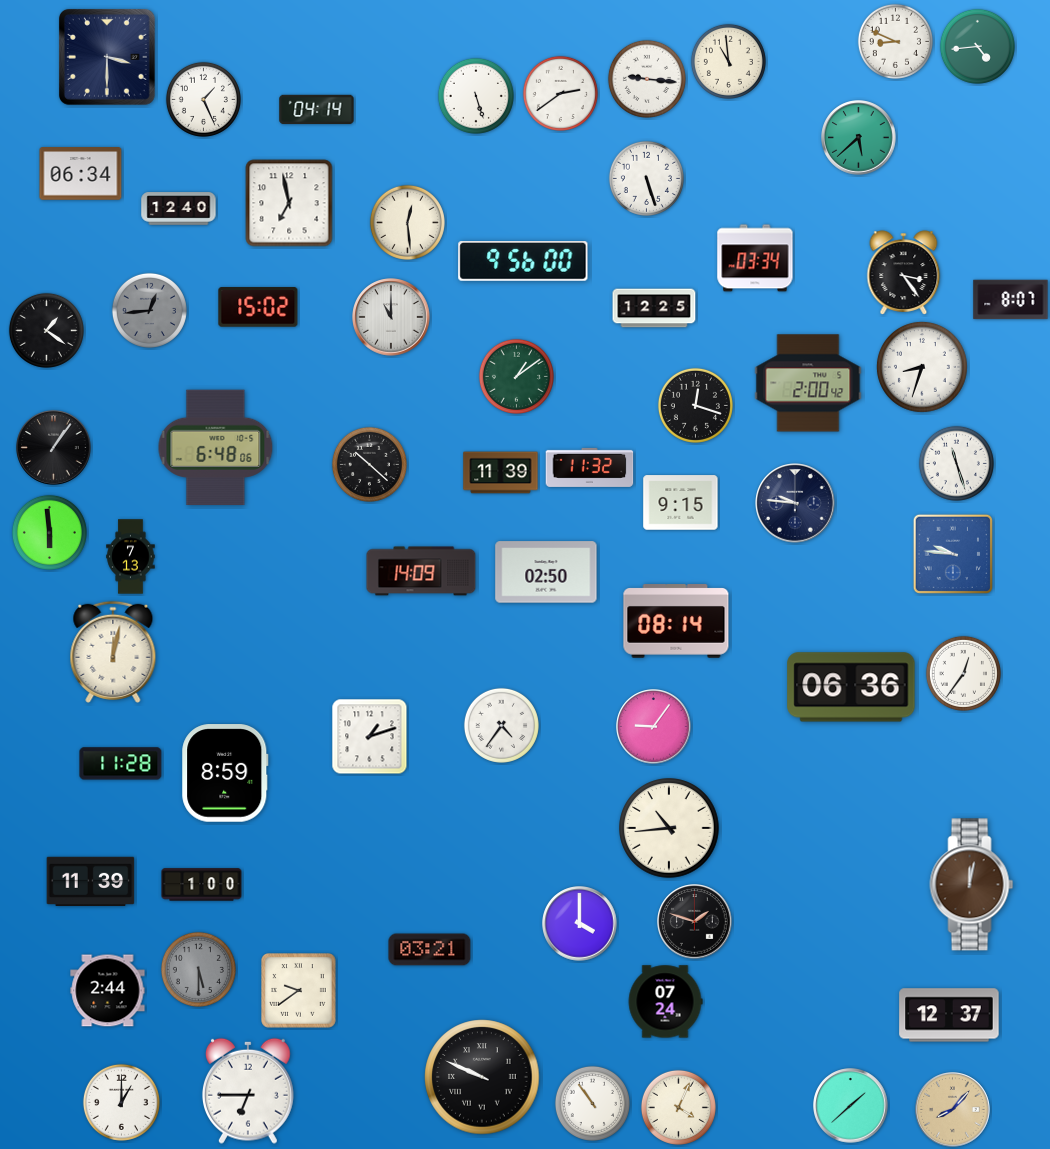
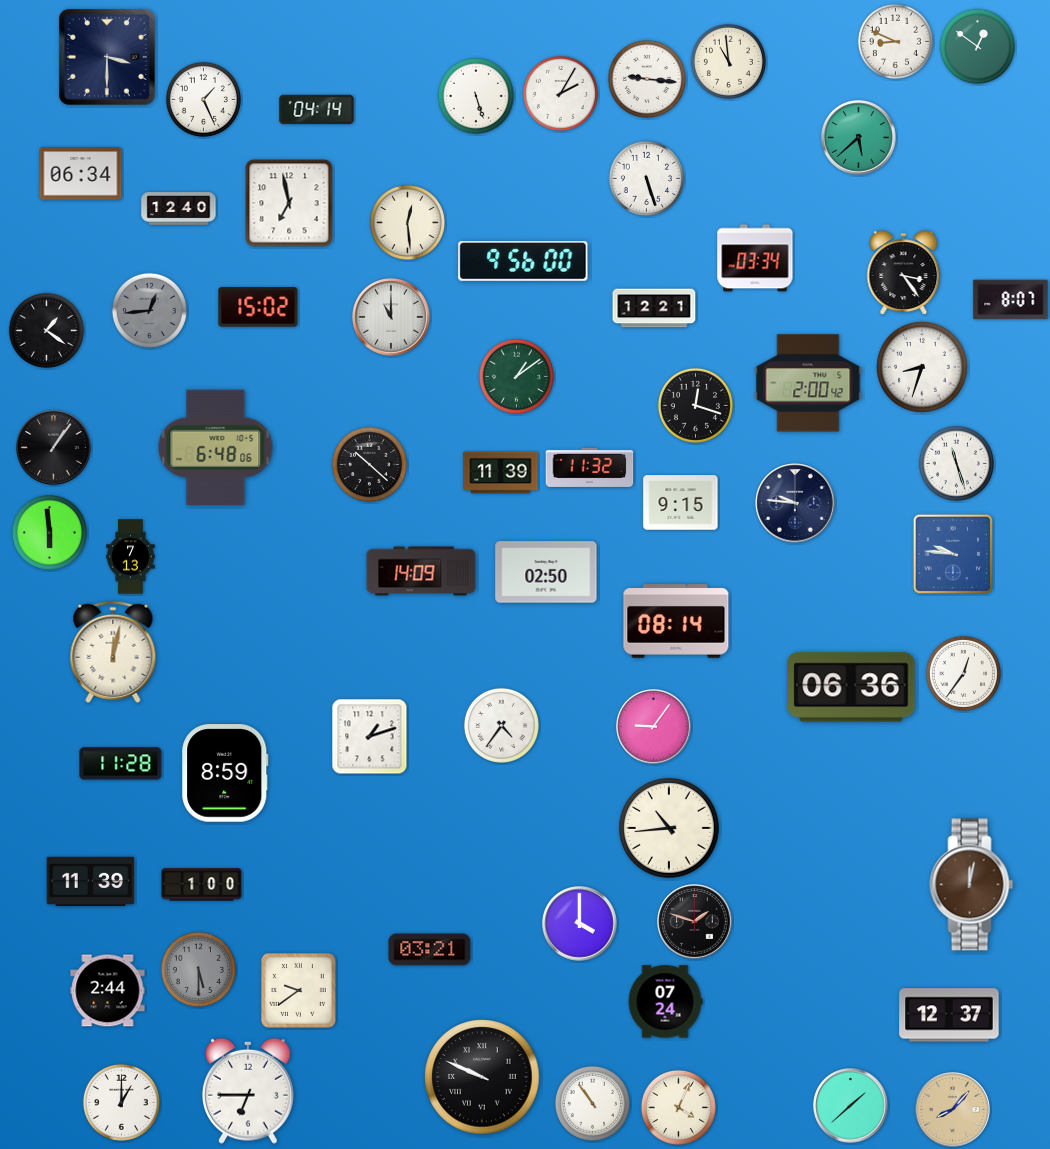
clock at (977, 46): 4:44 -> 12:51
clock at (560, 93): 2:39 -> 2:05
clock at (654, 308): 12:25 -> 12:21
